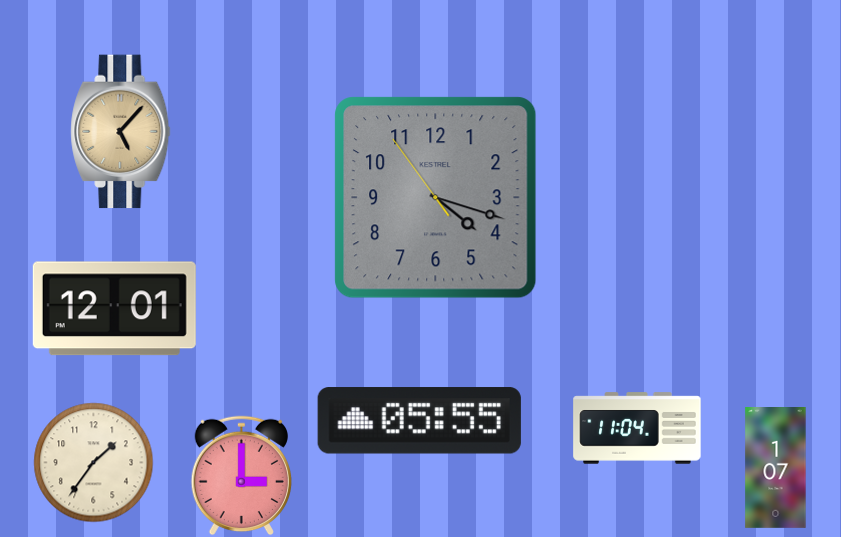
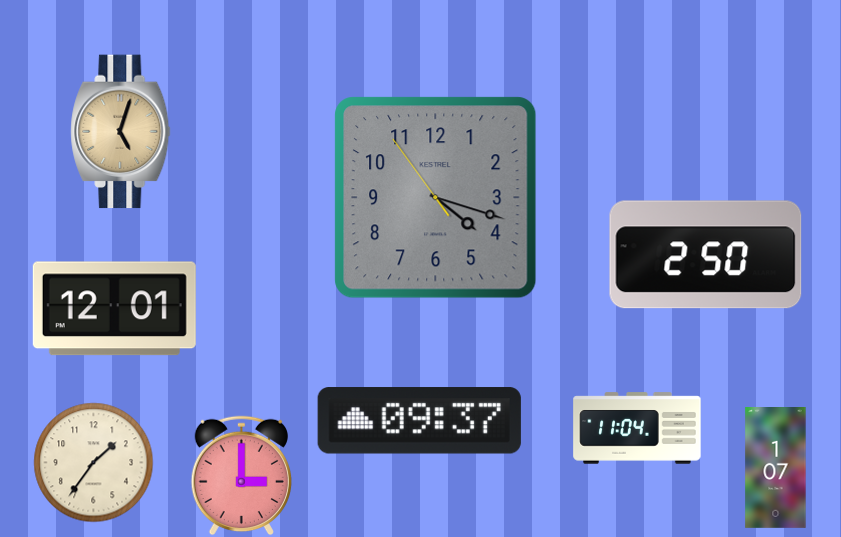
clock at (121, 132): 5:07 -> 5:03
clock at (706, 255): none -> 2:50
clock at (419, 421): 05:55 -> 09:37
